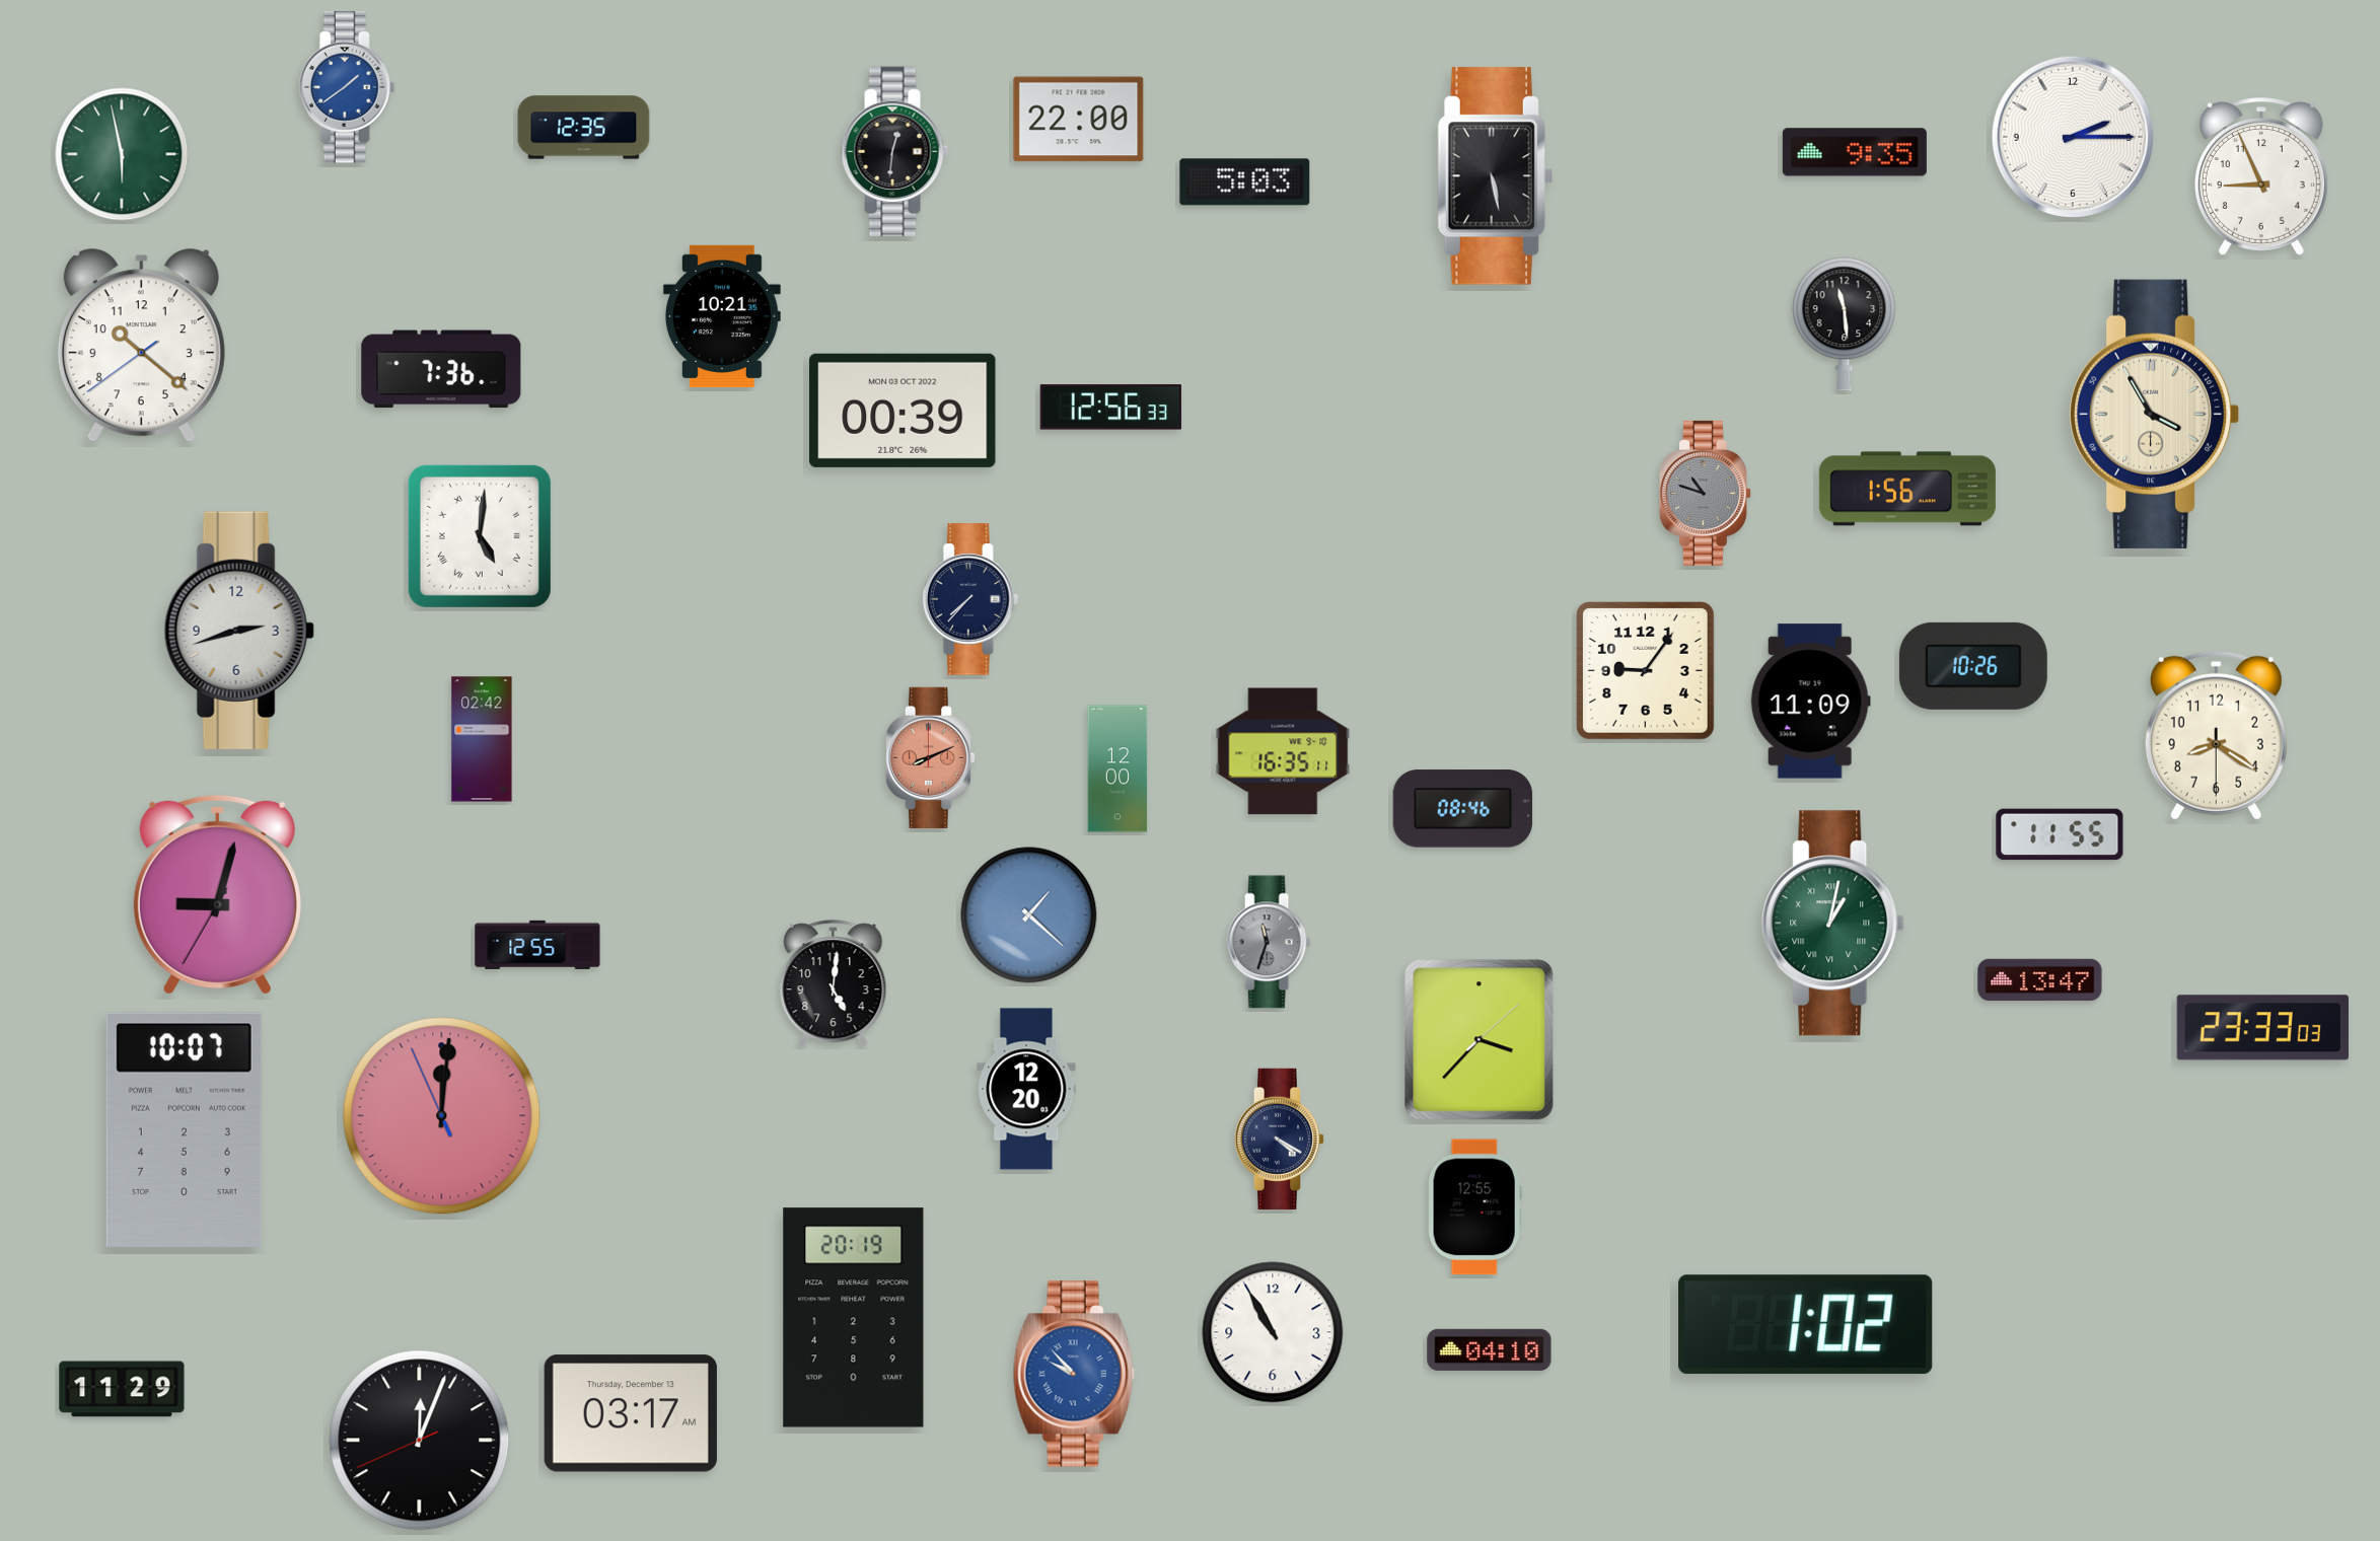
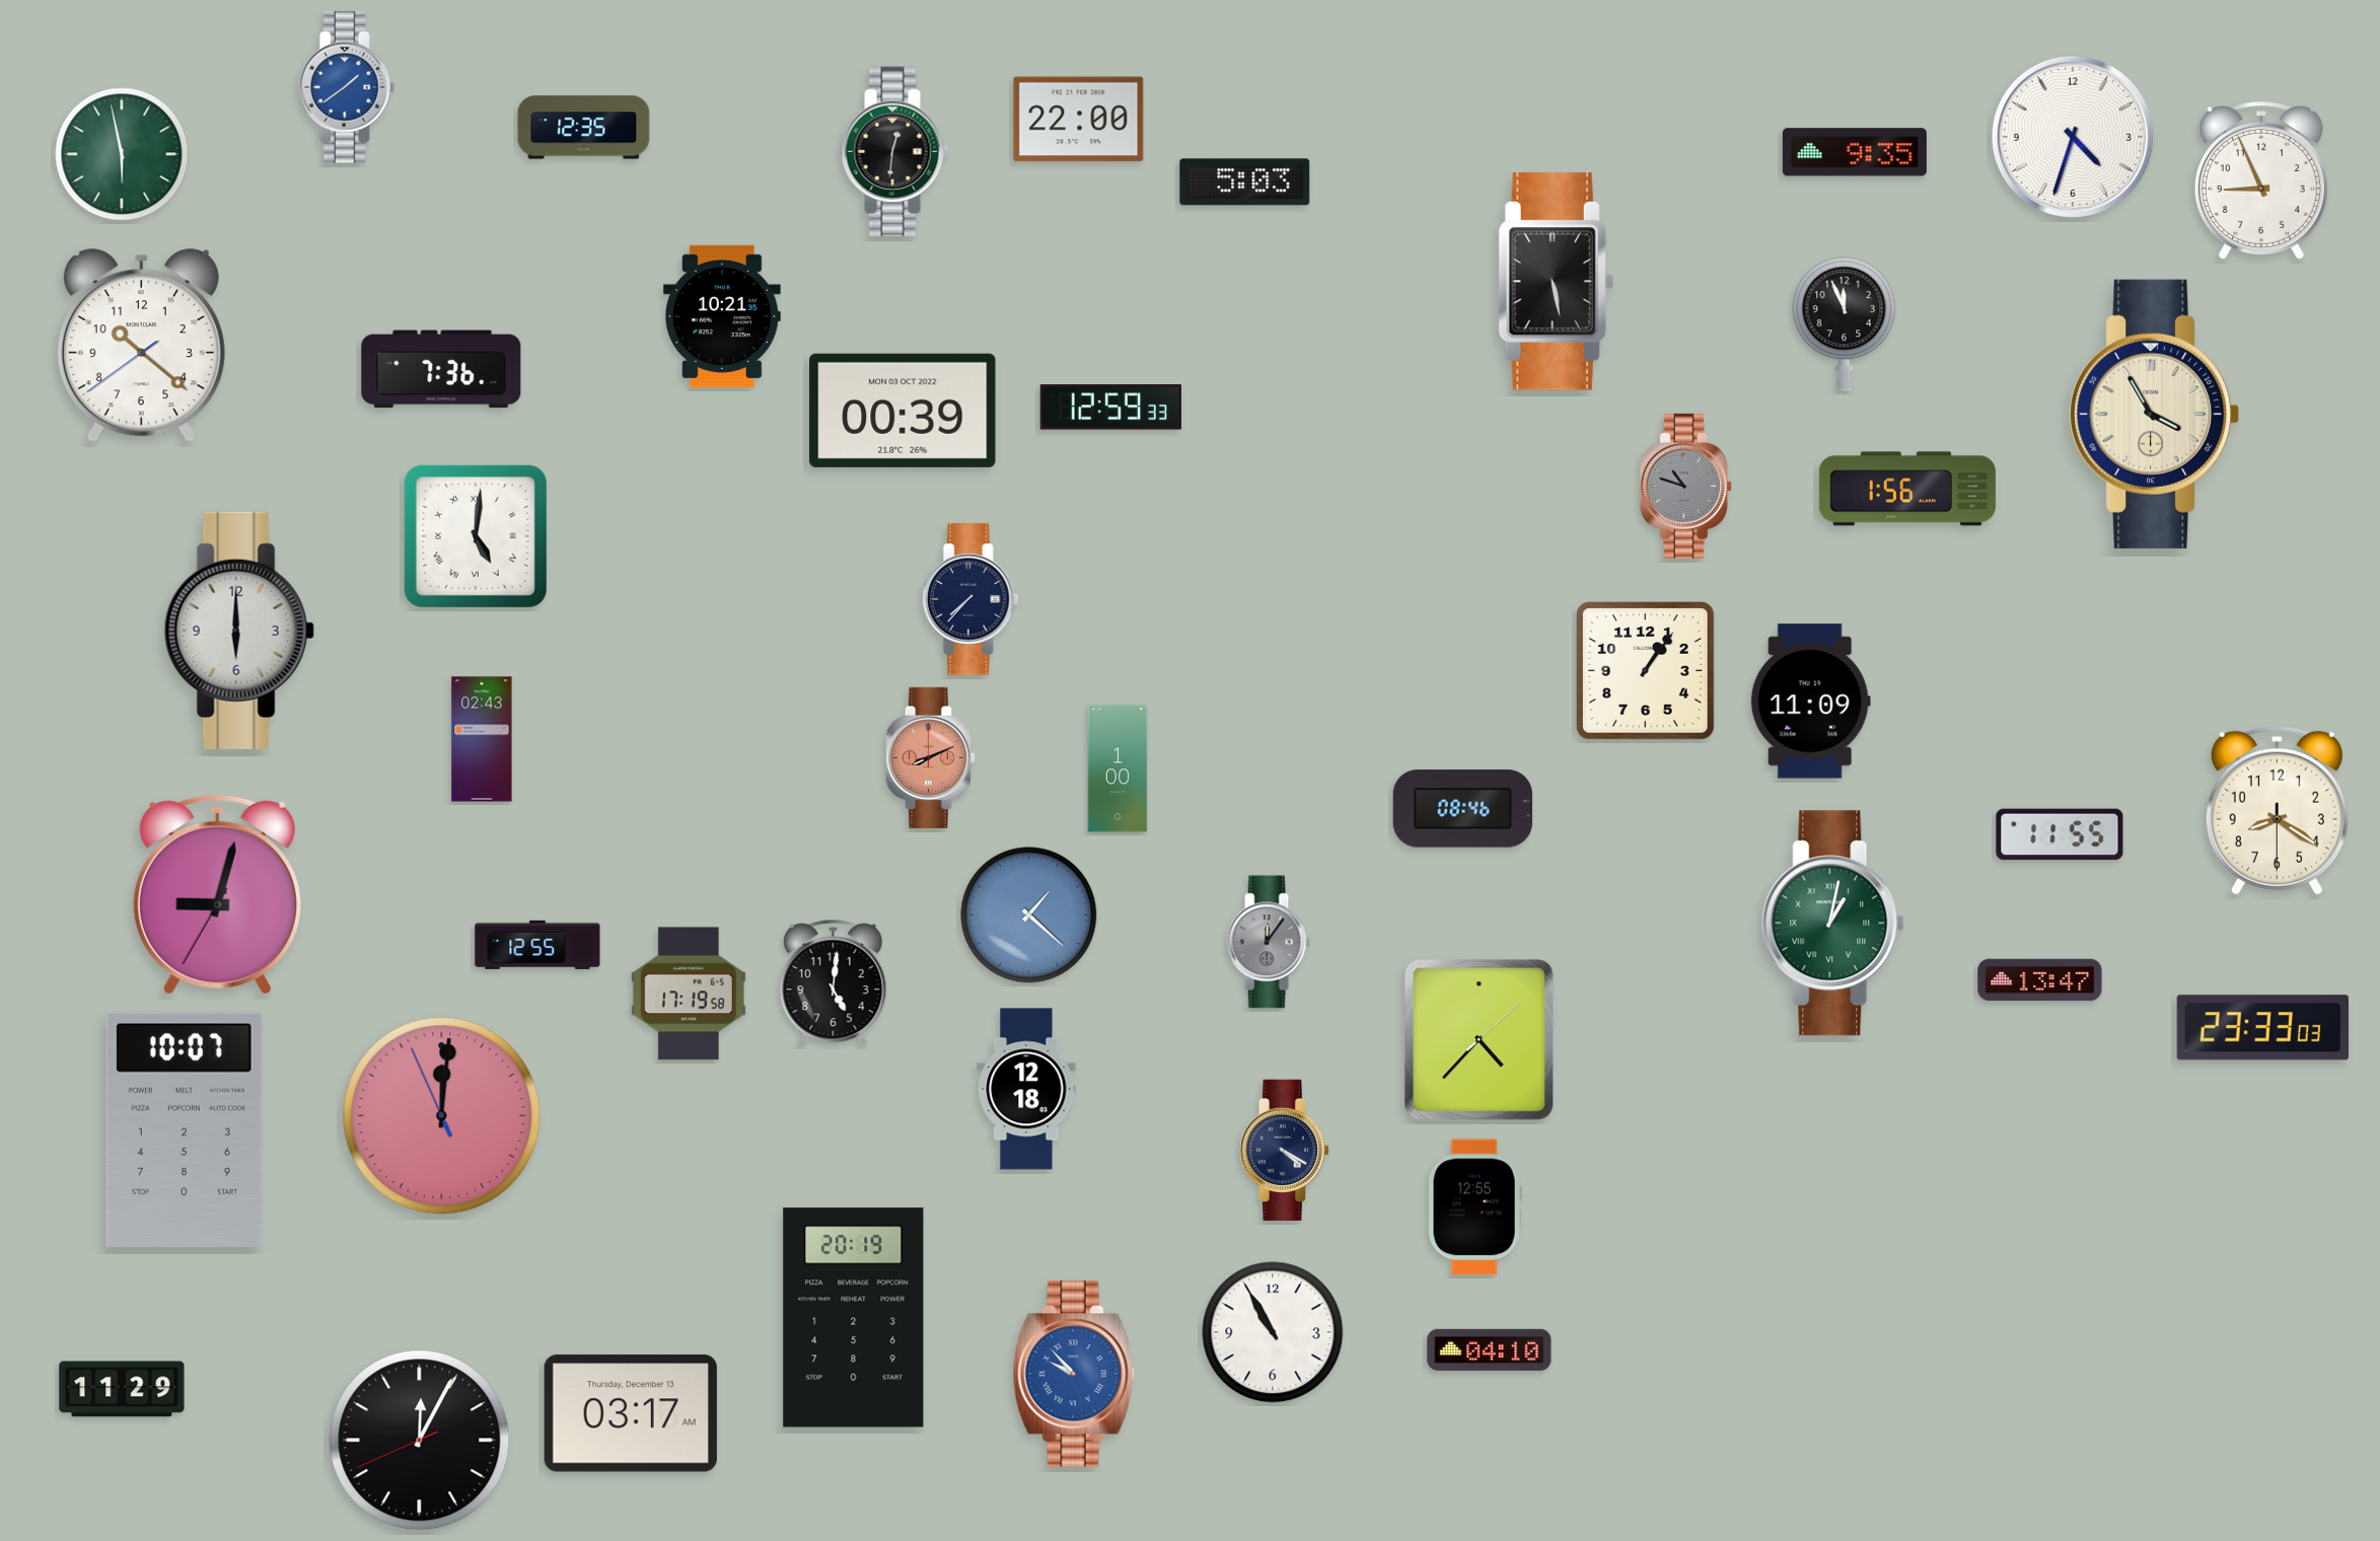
clock at (2073, 137): 2:15 -> 4:33
clock at (1495, 176) position: (1495, 176) -> (1556, 282)
clock at (2261, 176) position: (2261, 176) -> (2261, 180)
clock at (1845, 324): 11:29 -> 11:56
clock at (1110, 408): 12:56 -> 12:59
clock at (1705, 493) position: (1705, 493) -> (1685, 486)
clock at (480, 536) position: (480, 536) -> (476, 536)
clock at (239, 631): 2:42 -> 6:00
clock at (1973, 666): 10:26 -> none
clock at (1645, 670): 9:06 -> 1:06
clock at (2216, 735) position: (2216, 735) -> (2277, 810)
clock at (482, 739): 02:42 -> 02:43
clock at (1283, 751): 16:35 -> none
clock at (1117, 768): 12:00 -> 1:00
clock at (1269, 942): 11:33 -> 12:06
clock at (689, 994): none -> 17:19
clock at (1480, 1040): 3:37 -> 4:37
clock at (1026, 1089): 12:20 -> 12:18
clock at (1280, 1139) position: (1280, 1139) -> (1285, 1150)
clock at (1806, 1325): 1:02 -> none
clock at (420, 1441): 12:03 -> 12:04
